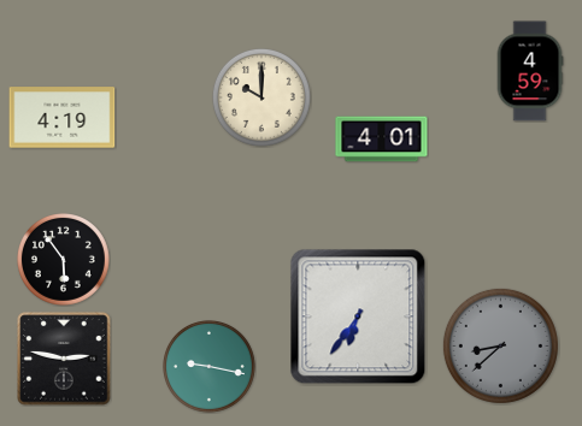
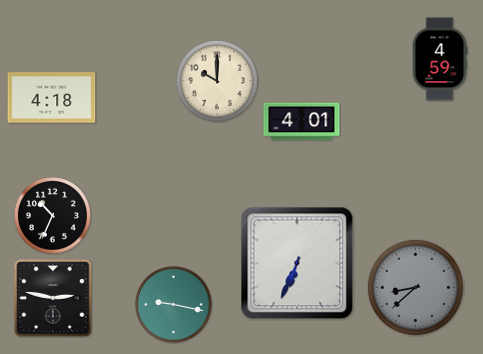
clock at (63, 118): 4:19 -> 4:18
clock at (382, 140) position: (382, 140) -> (302, 122)
clock at (64, 260): 5:54 -> 10:34
clock at (358, 316): 6:36 -> 6:34
